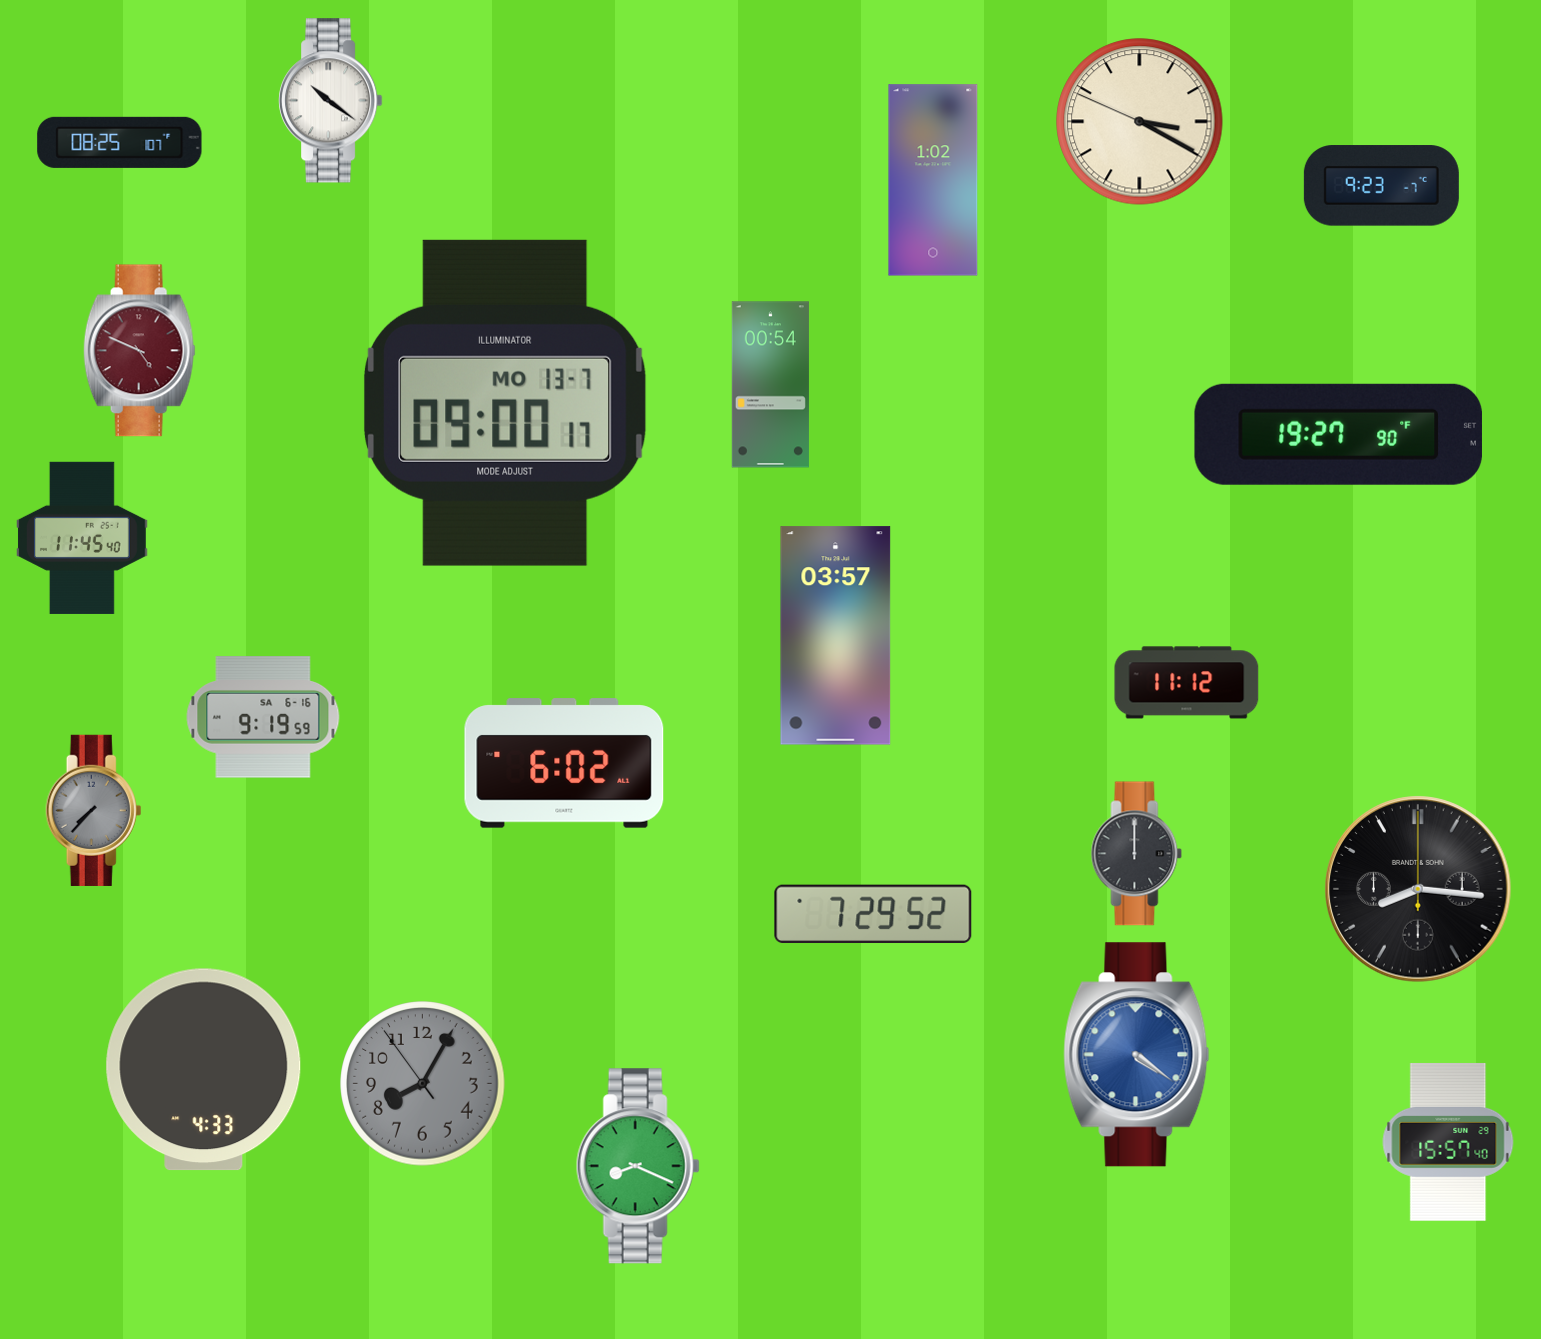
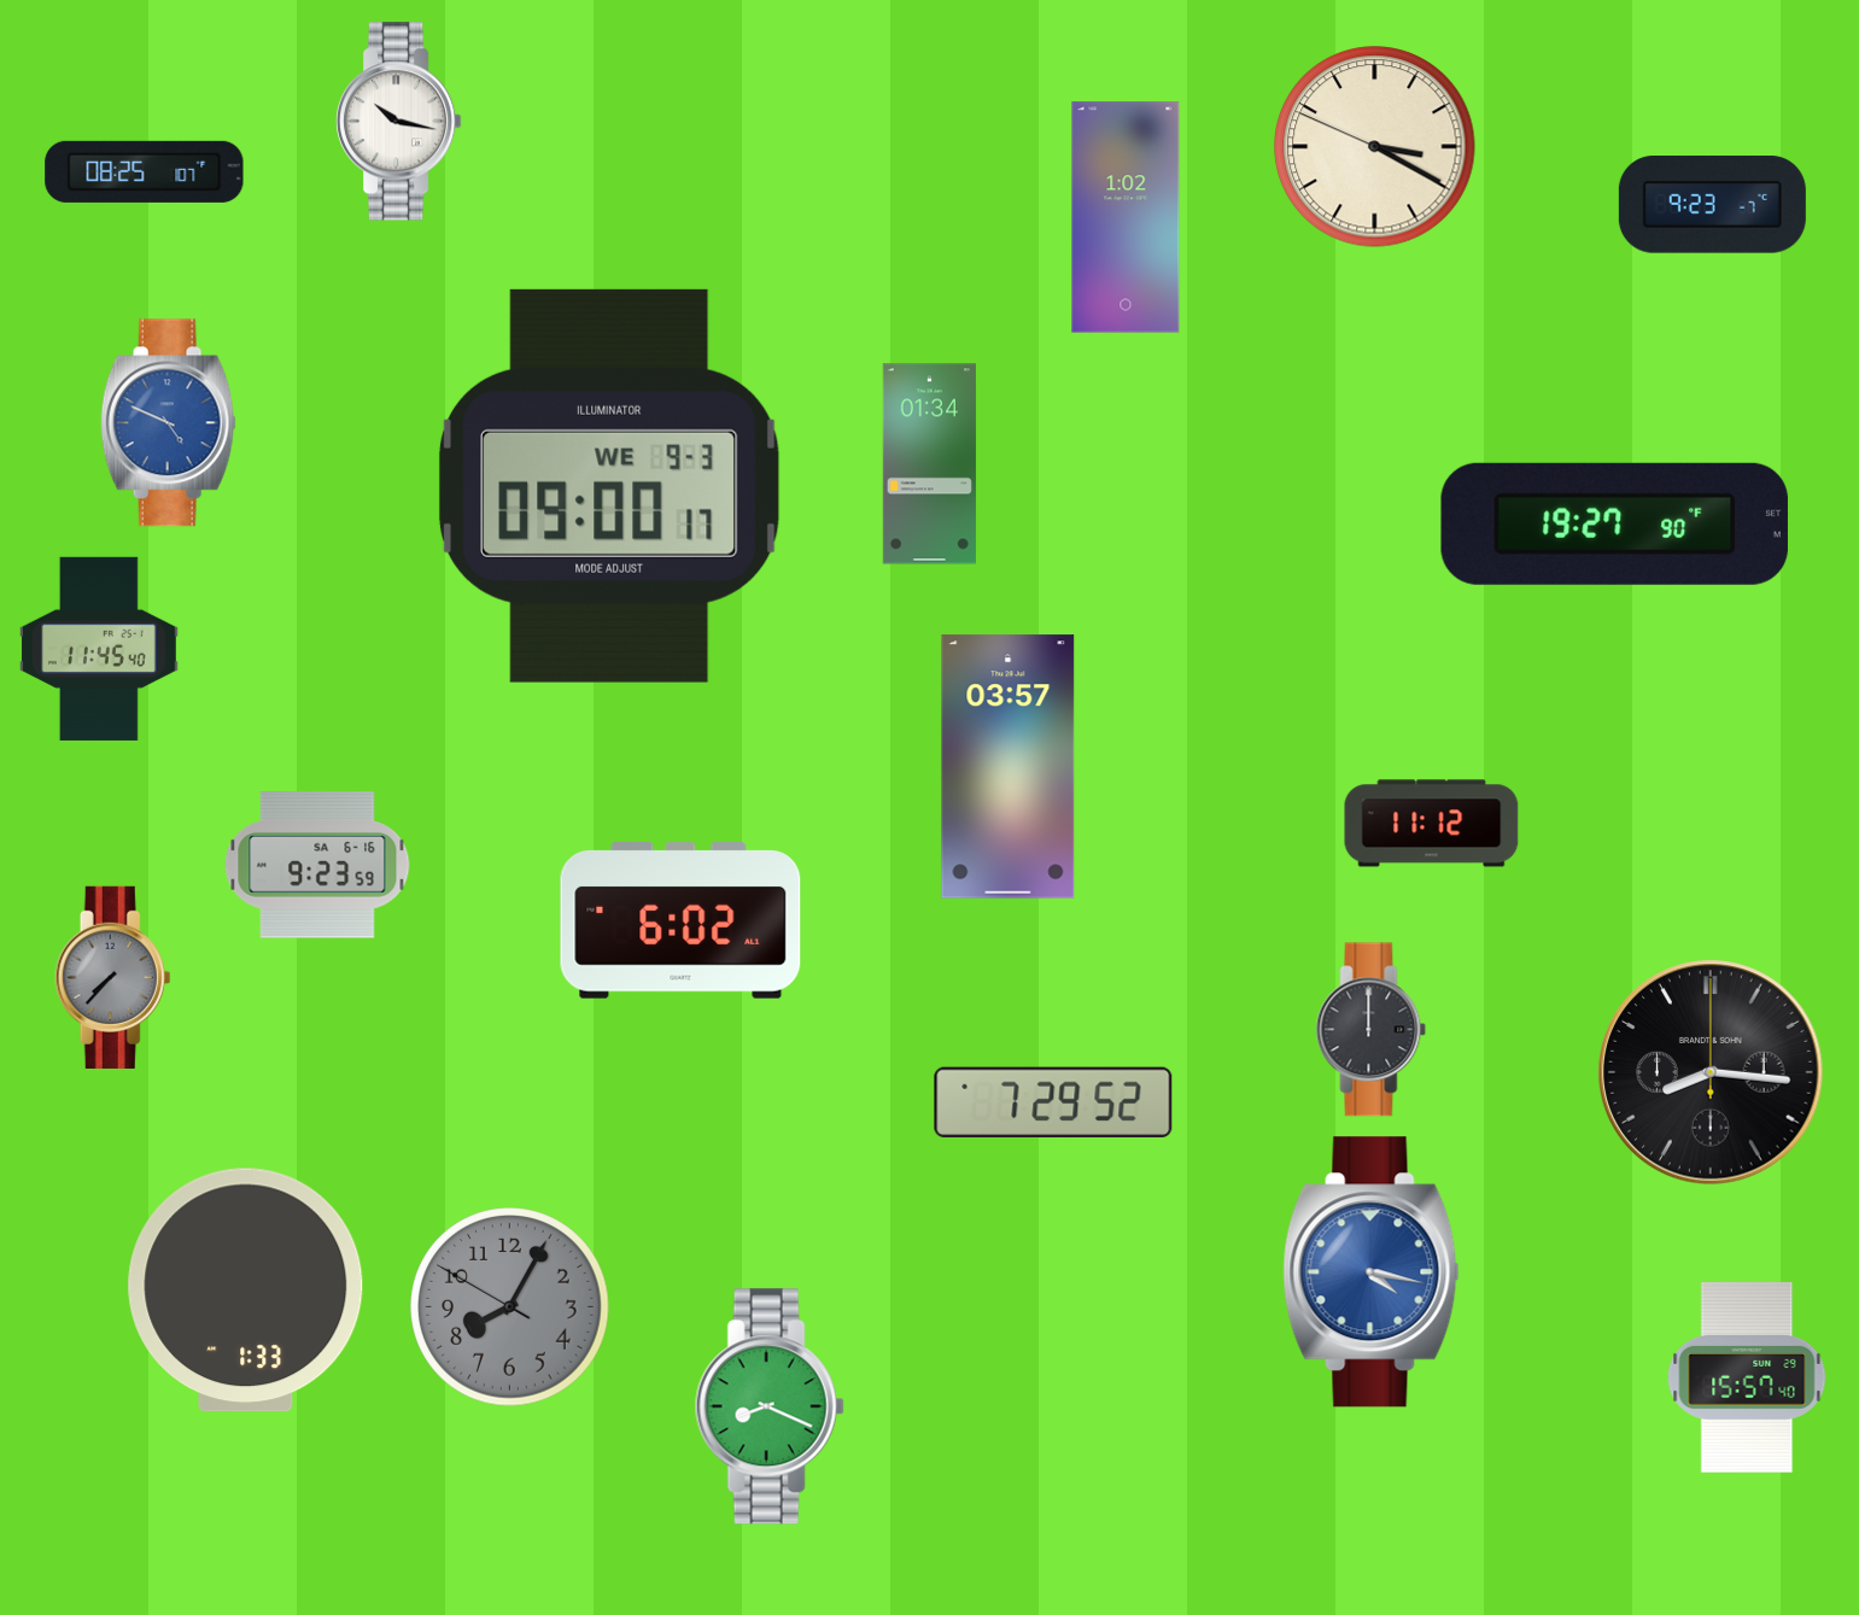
clock at (331, 101): 10:21 -> 10:17
clock at (1381, 186) position: (1381, 186) -> (1712, 205)
clock at (139, 351) dial: burgundy -> blue
clock at (770, 385): 00:54 -> 01:34
clock at (506, 403) date: MO 13-7 -> WE 9-3
clock at (263, 717): 9:19 -> 9:23
clock at (1137, 1055): 4:21 -> 4:17
clock at (204, 1070): 4:33 -> 1:33
clock at (423, 1084): 8:04:54 -> 8:04:50
